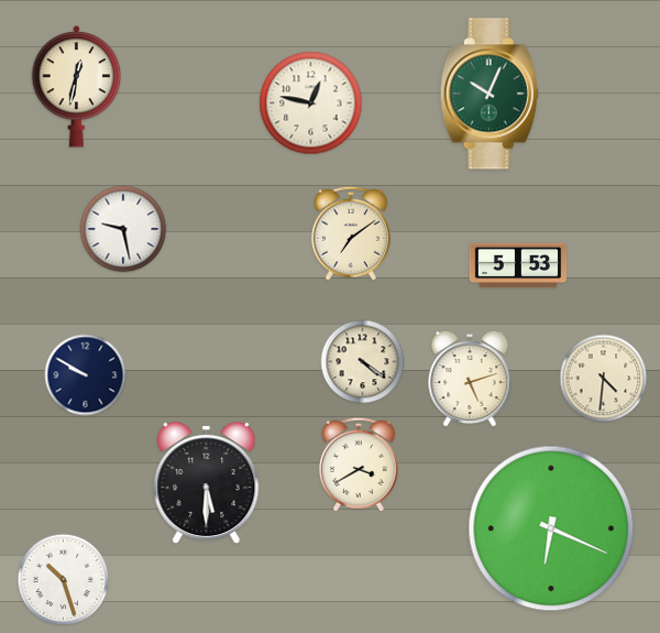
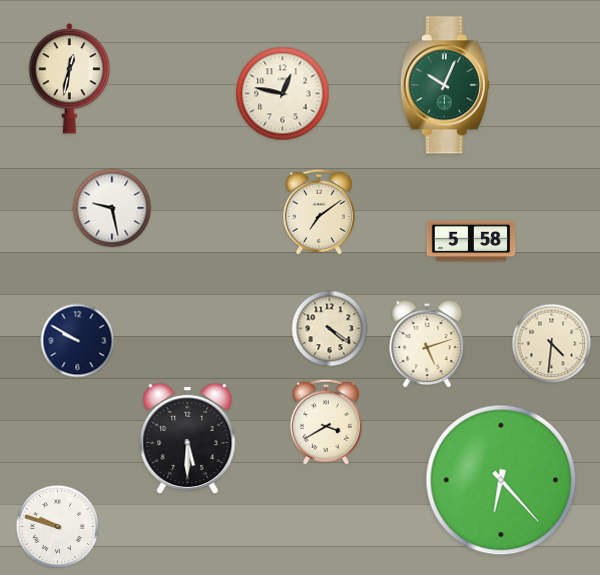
clock at (518, 265): 5:53 -> 5:58
clock at (604, 379) position: (604, 379) -> (552, 344)
clock at (551, 528): 6:19 -> 6:23
clock at (64, 580): 10:27 -> 9:48
